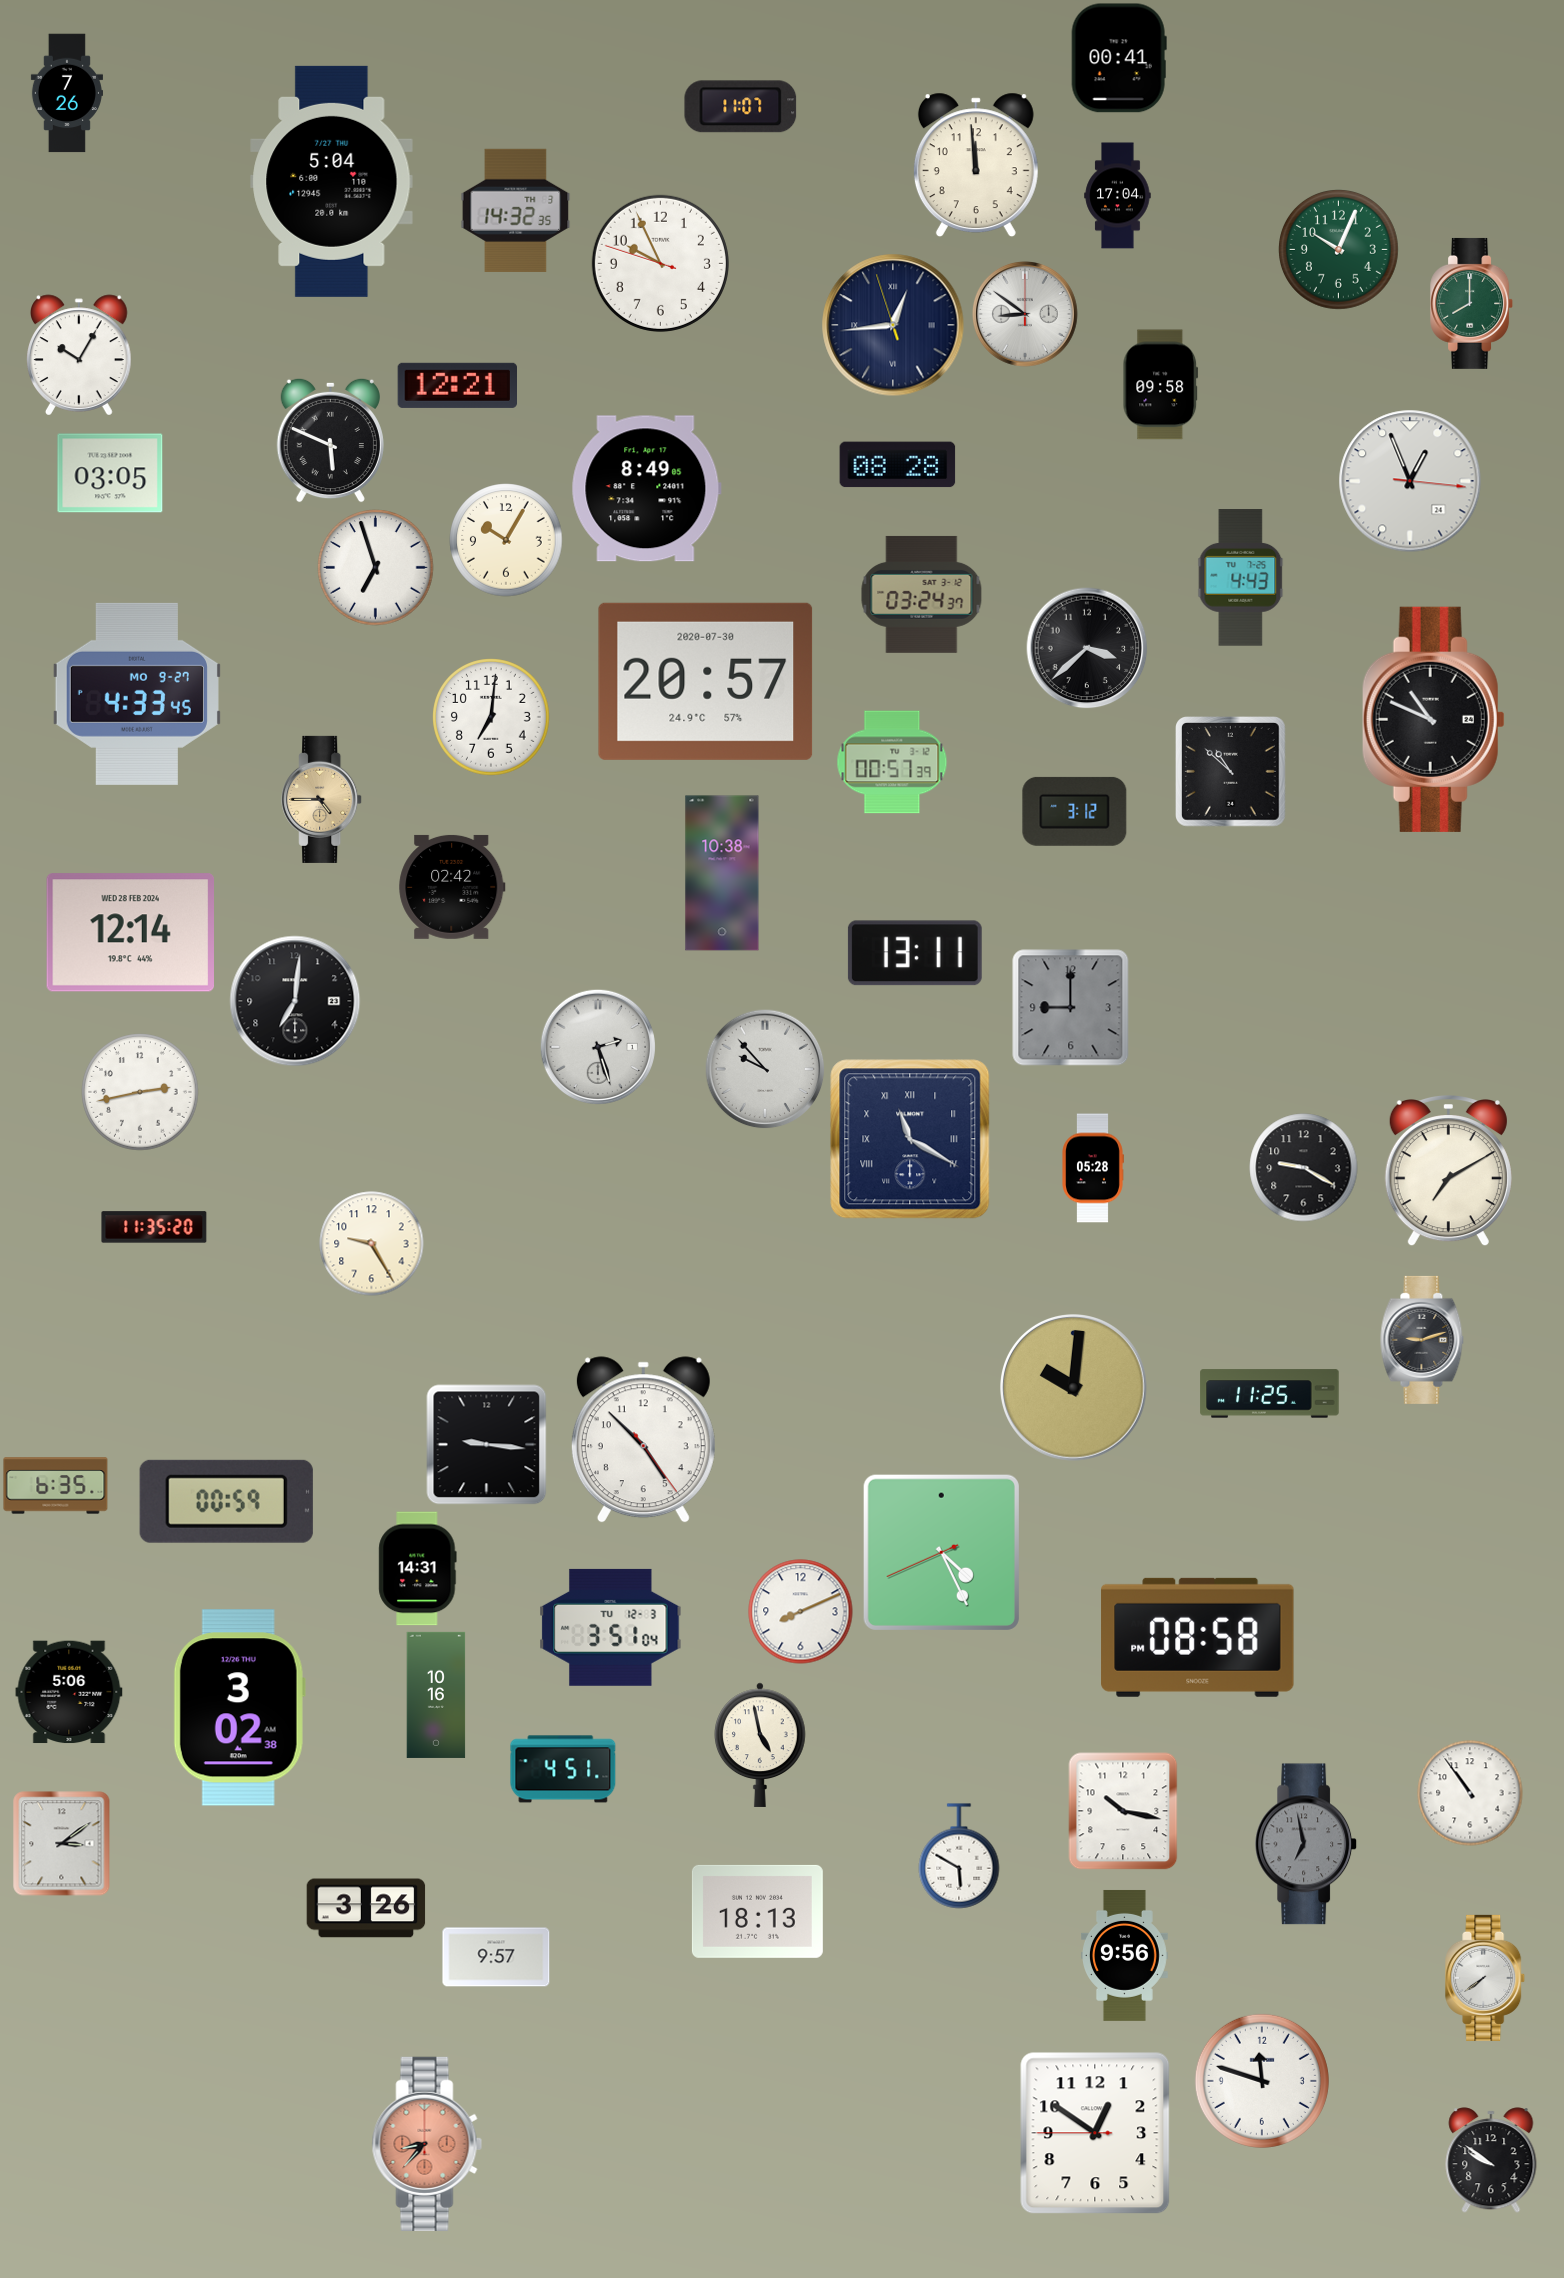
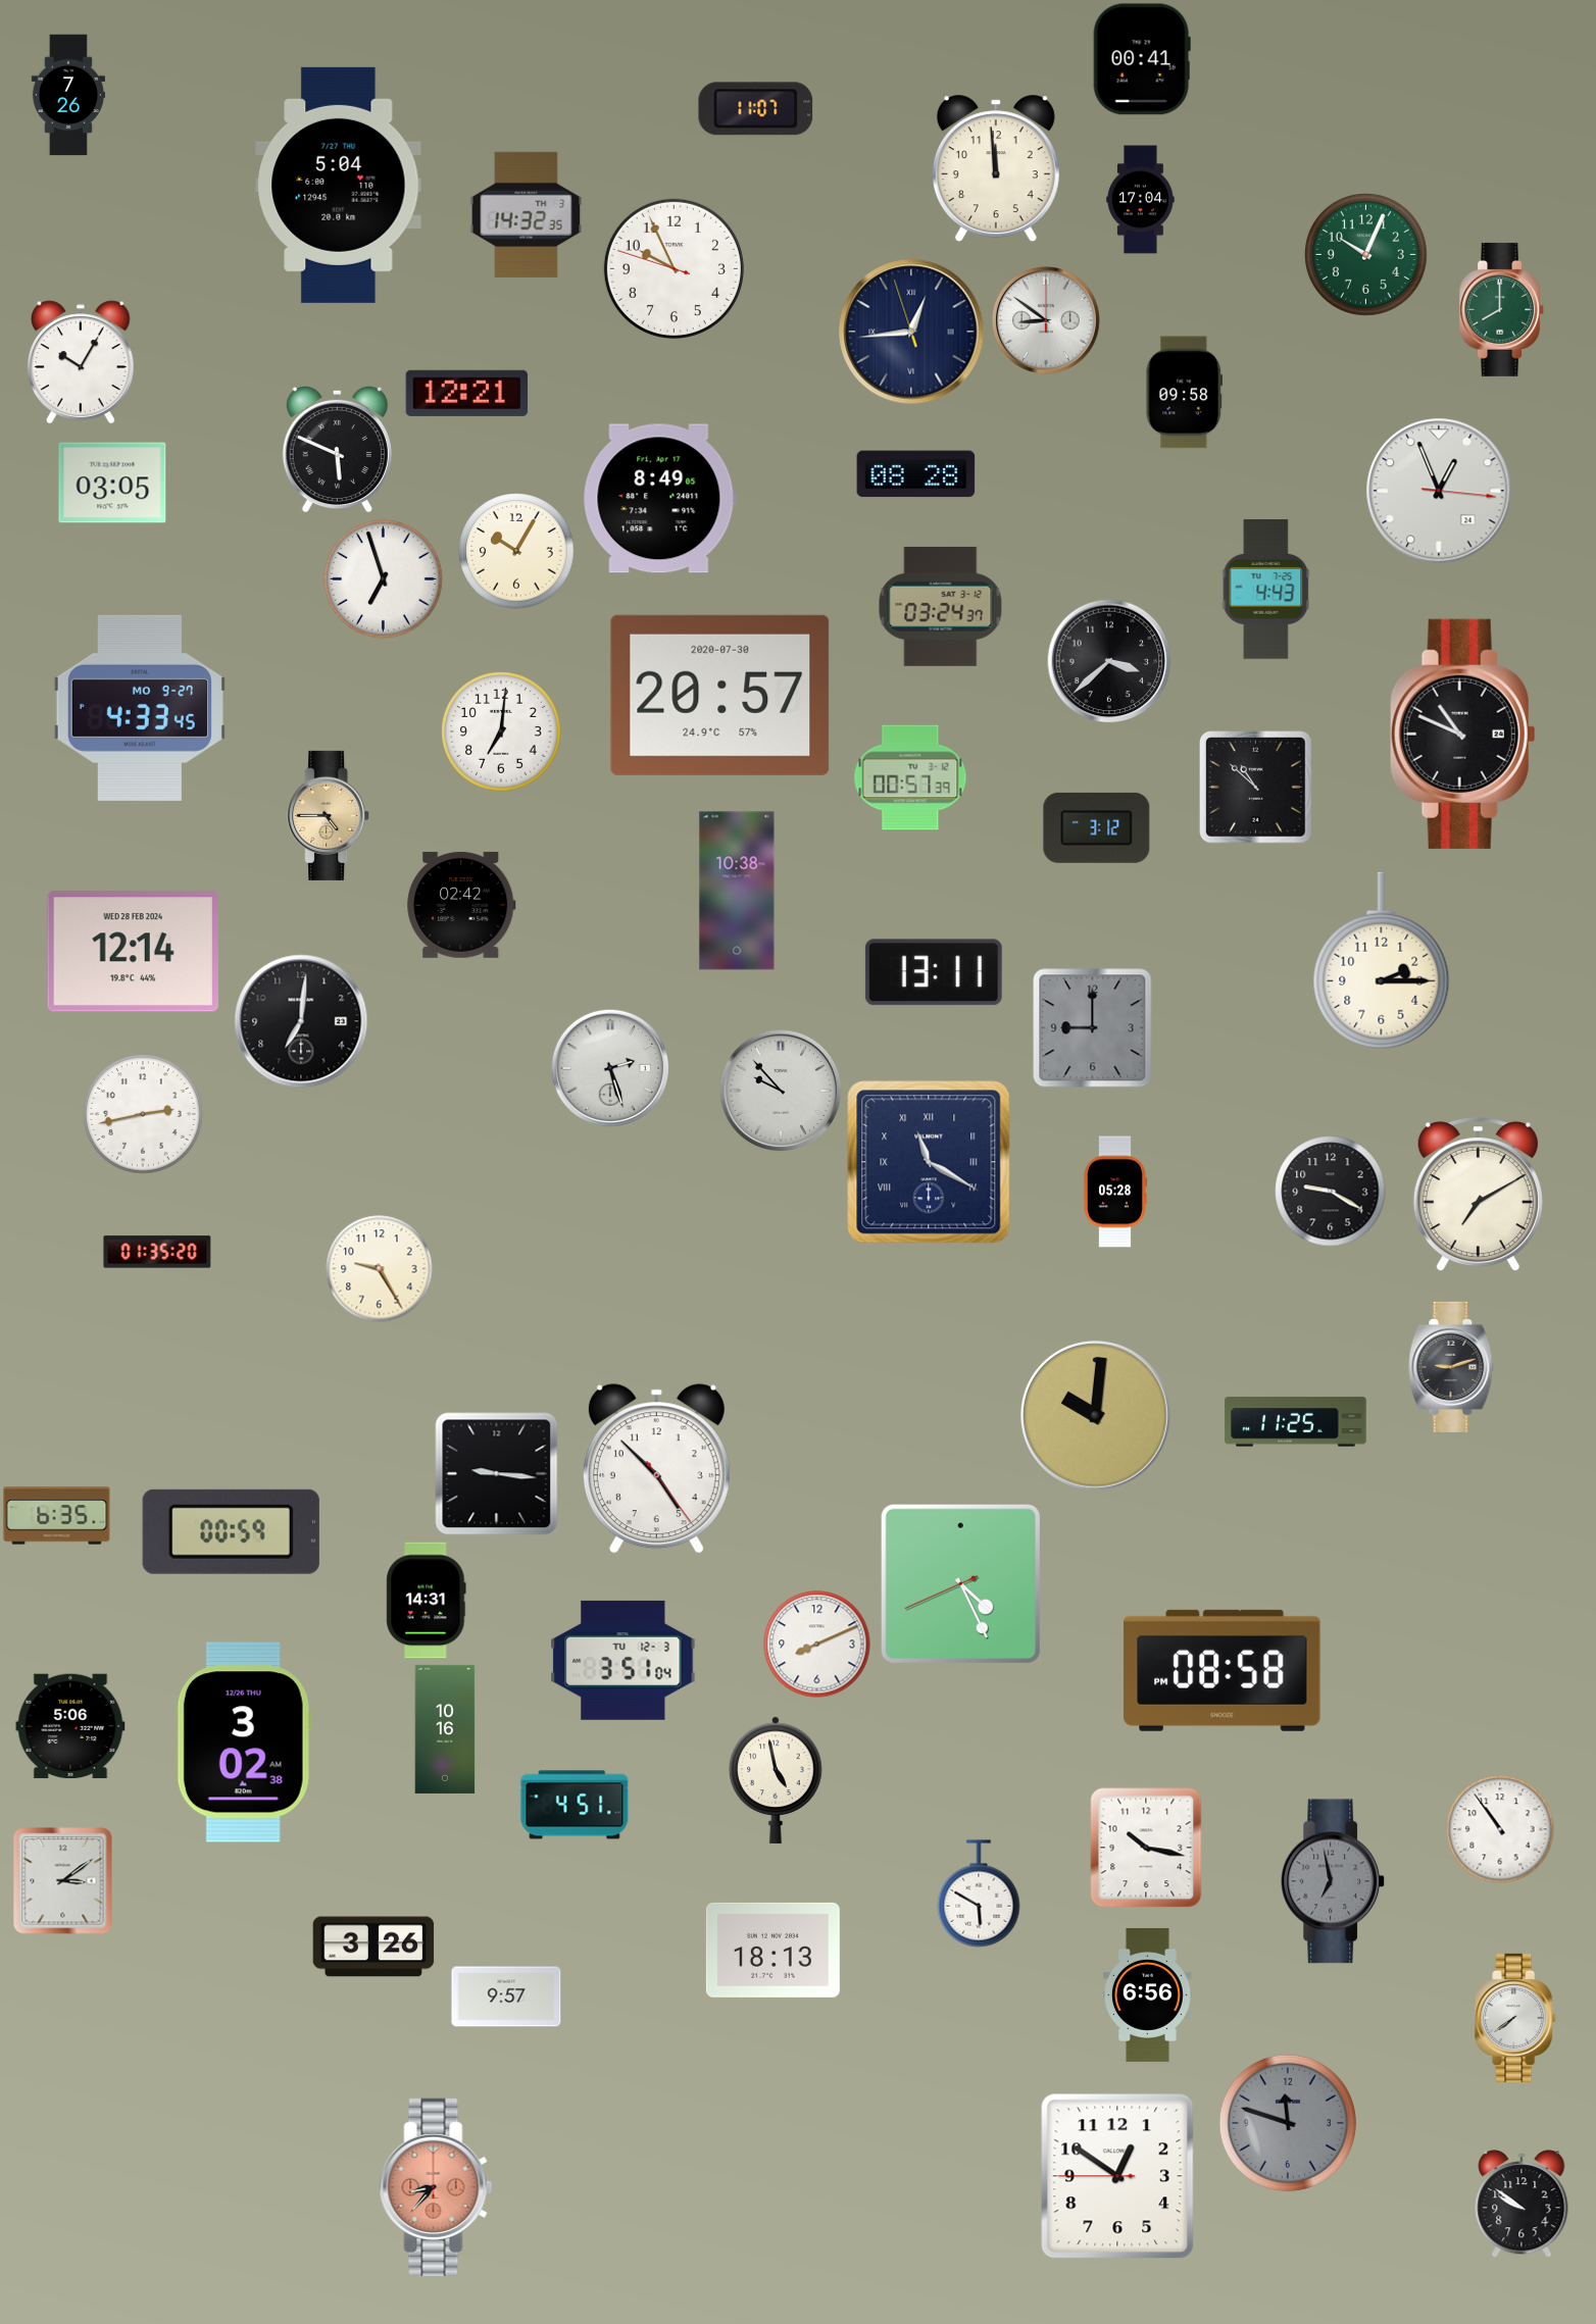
clock at (1382, 961): none -> 2:15
clock at (154, 1227): 11:35 -> 01:35
clock at (1125, 1955): 9:56 -> 6:56
clock at (1262, 2081) dial: white -> grey
